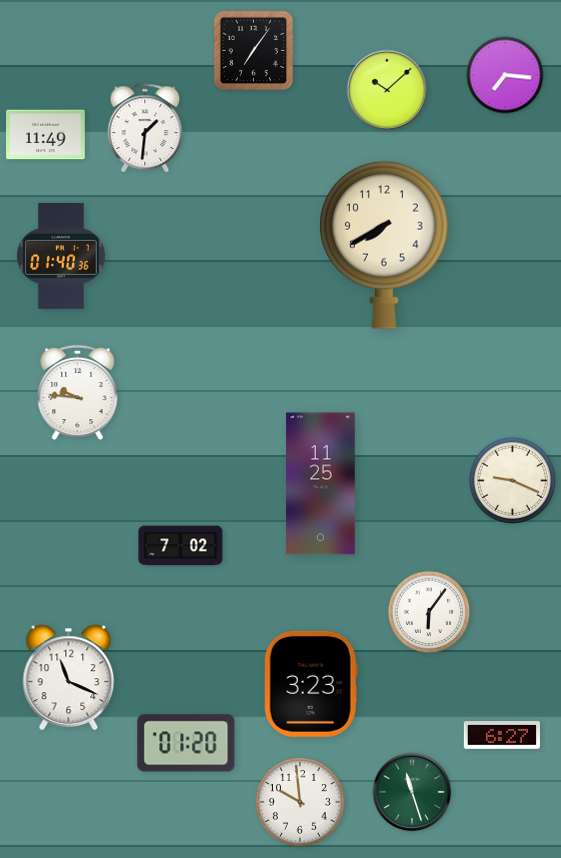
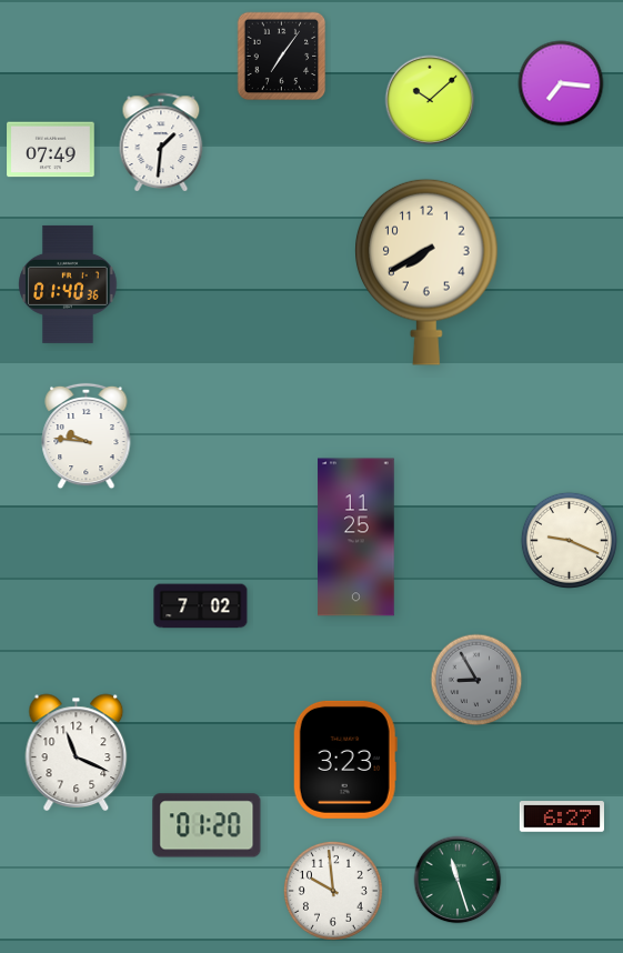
clock at (46, 135): 11:49 -> 07:49
clock at (512, 480) position: (512, 480) -> (569, 540)
clock at (429, 612): 6:06 -> 8:55
clock at (429, 612) dial: white -> grey
clock at (502, 735) position: (502, 735) -> (562, 816)
